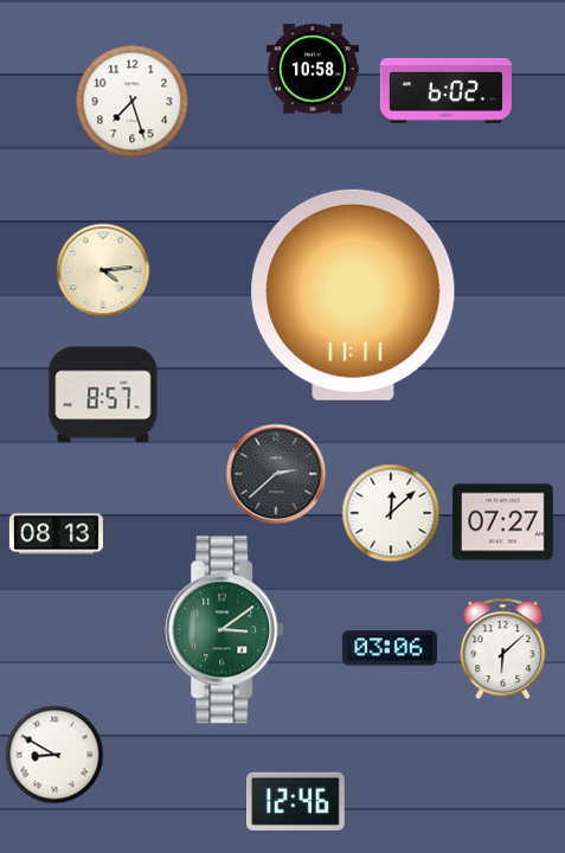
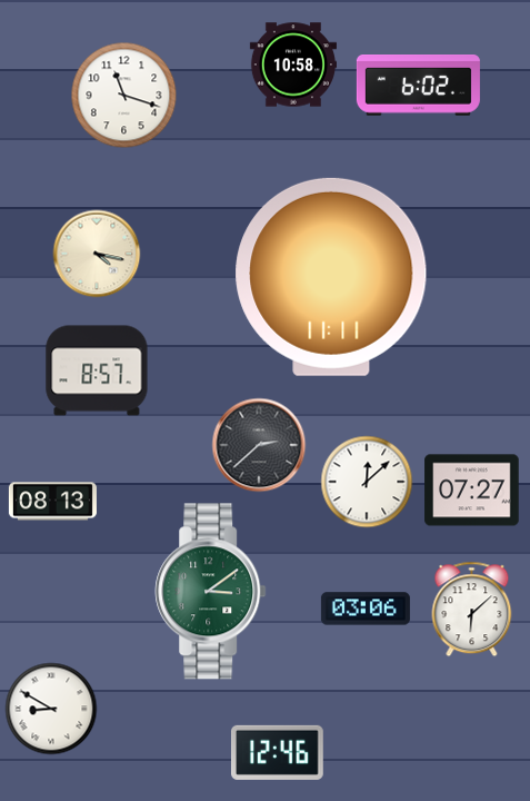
clock at (133, 102): 7:27 -> 11:18
clock at (103, 270): 4:14 -> 4:17
